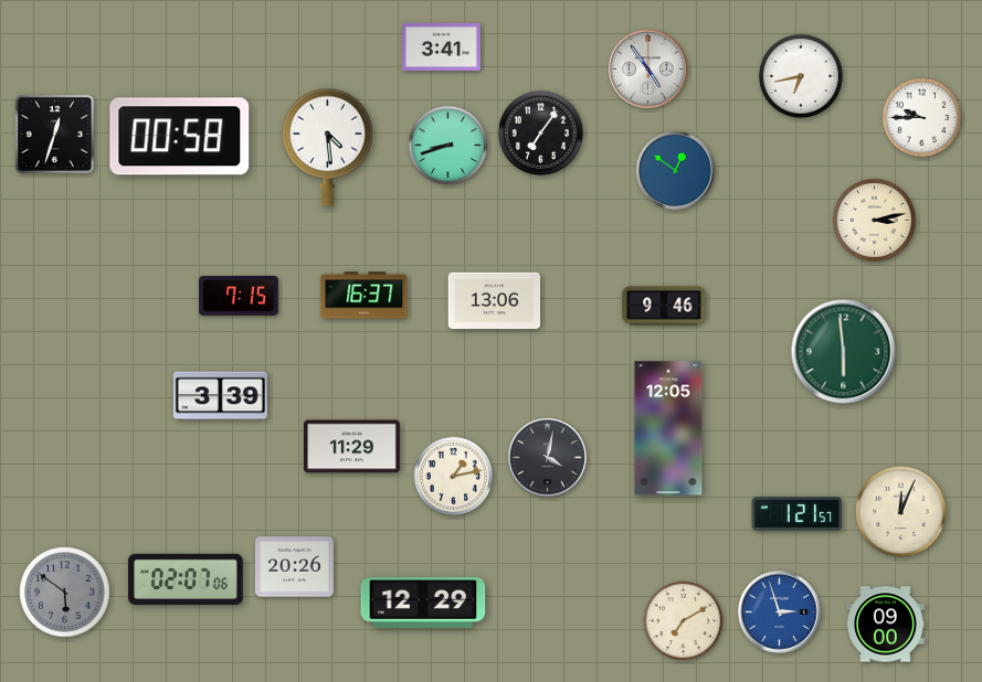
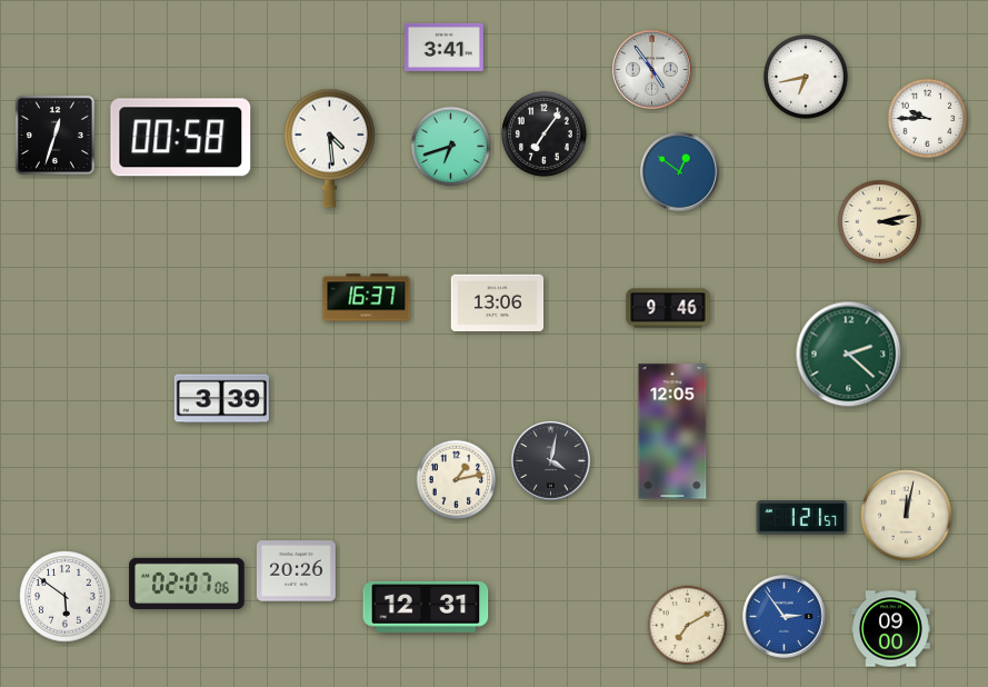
clock at (448, 146): 8:42 -> 6:42
clock at (239, 296): 7:15 -> none
clock at (844, 352): 5:59 -> 2:22
clock at (352, 447): 11:29 -> none
clock at (901, 512): 12:04 -> 12:02
clock at (65, 593) dial: grey -> white
clock at (423, 604): 12:29 -> 12:31
clock at (780, 612): 2:57 -> 2:54
